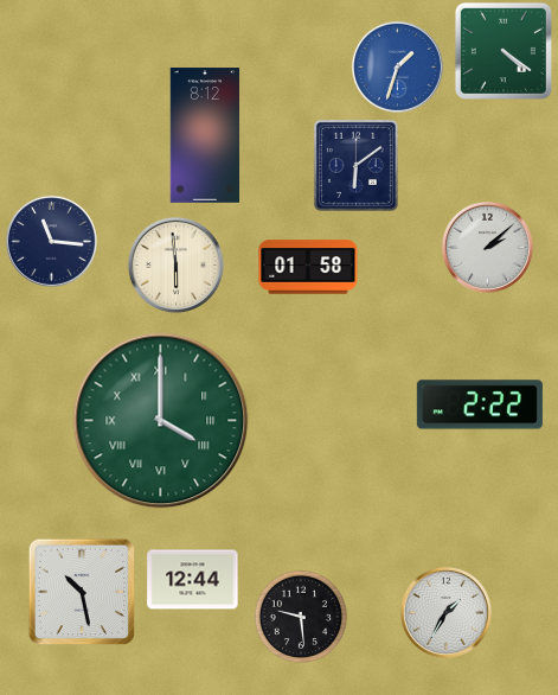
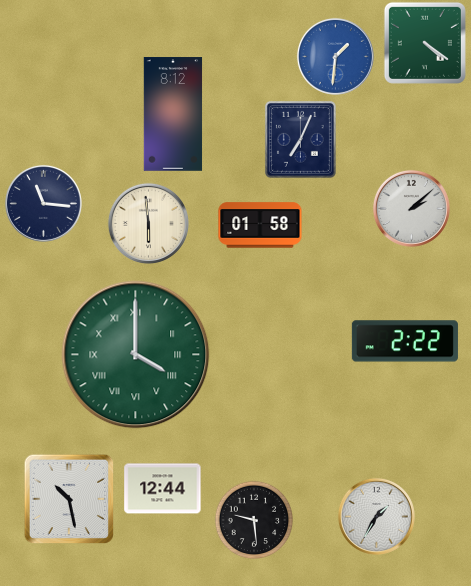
clock at (397, 66): 1:33 -> 1:31
clock at (355, 165): 6:09 -> 7:04
